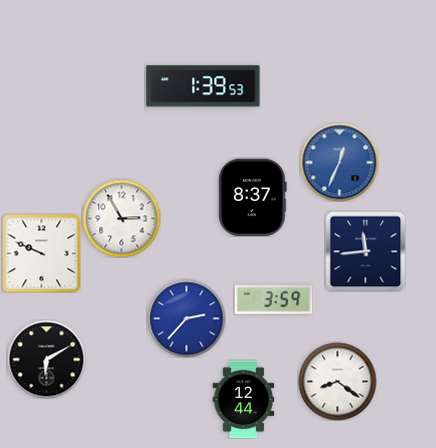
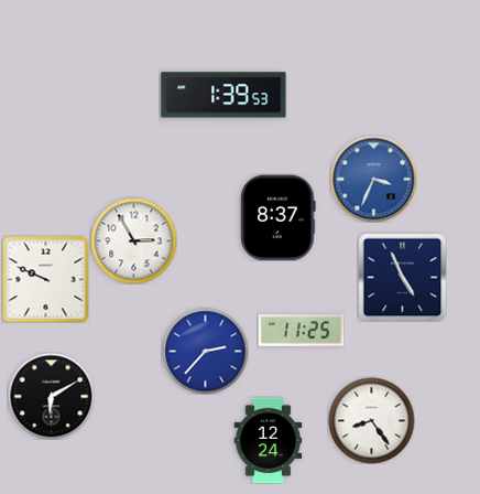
clock at (339, 162): 12:34 -> 3:34
clock at (365, 251): 11:44 -> 4:56
clock at (273, 300): 3:59 -> 11:25
clock at (337, 381): 8:21 -> 8:24
clock at (244, 399): 12:44 -> 12:24
